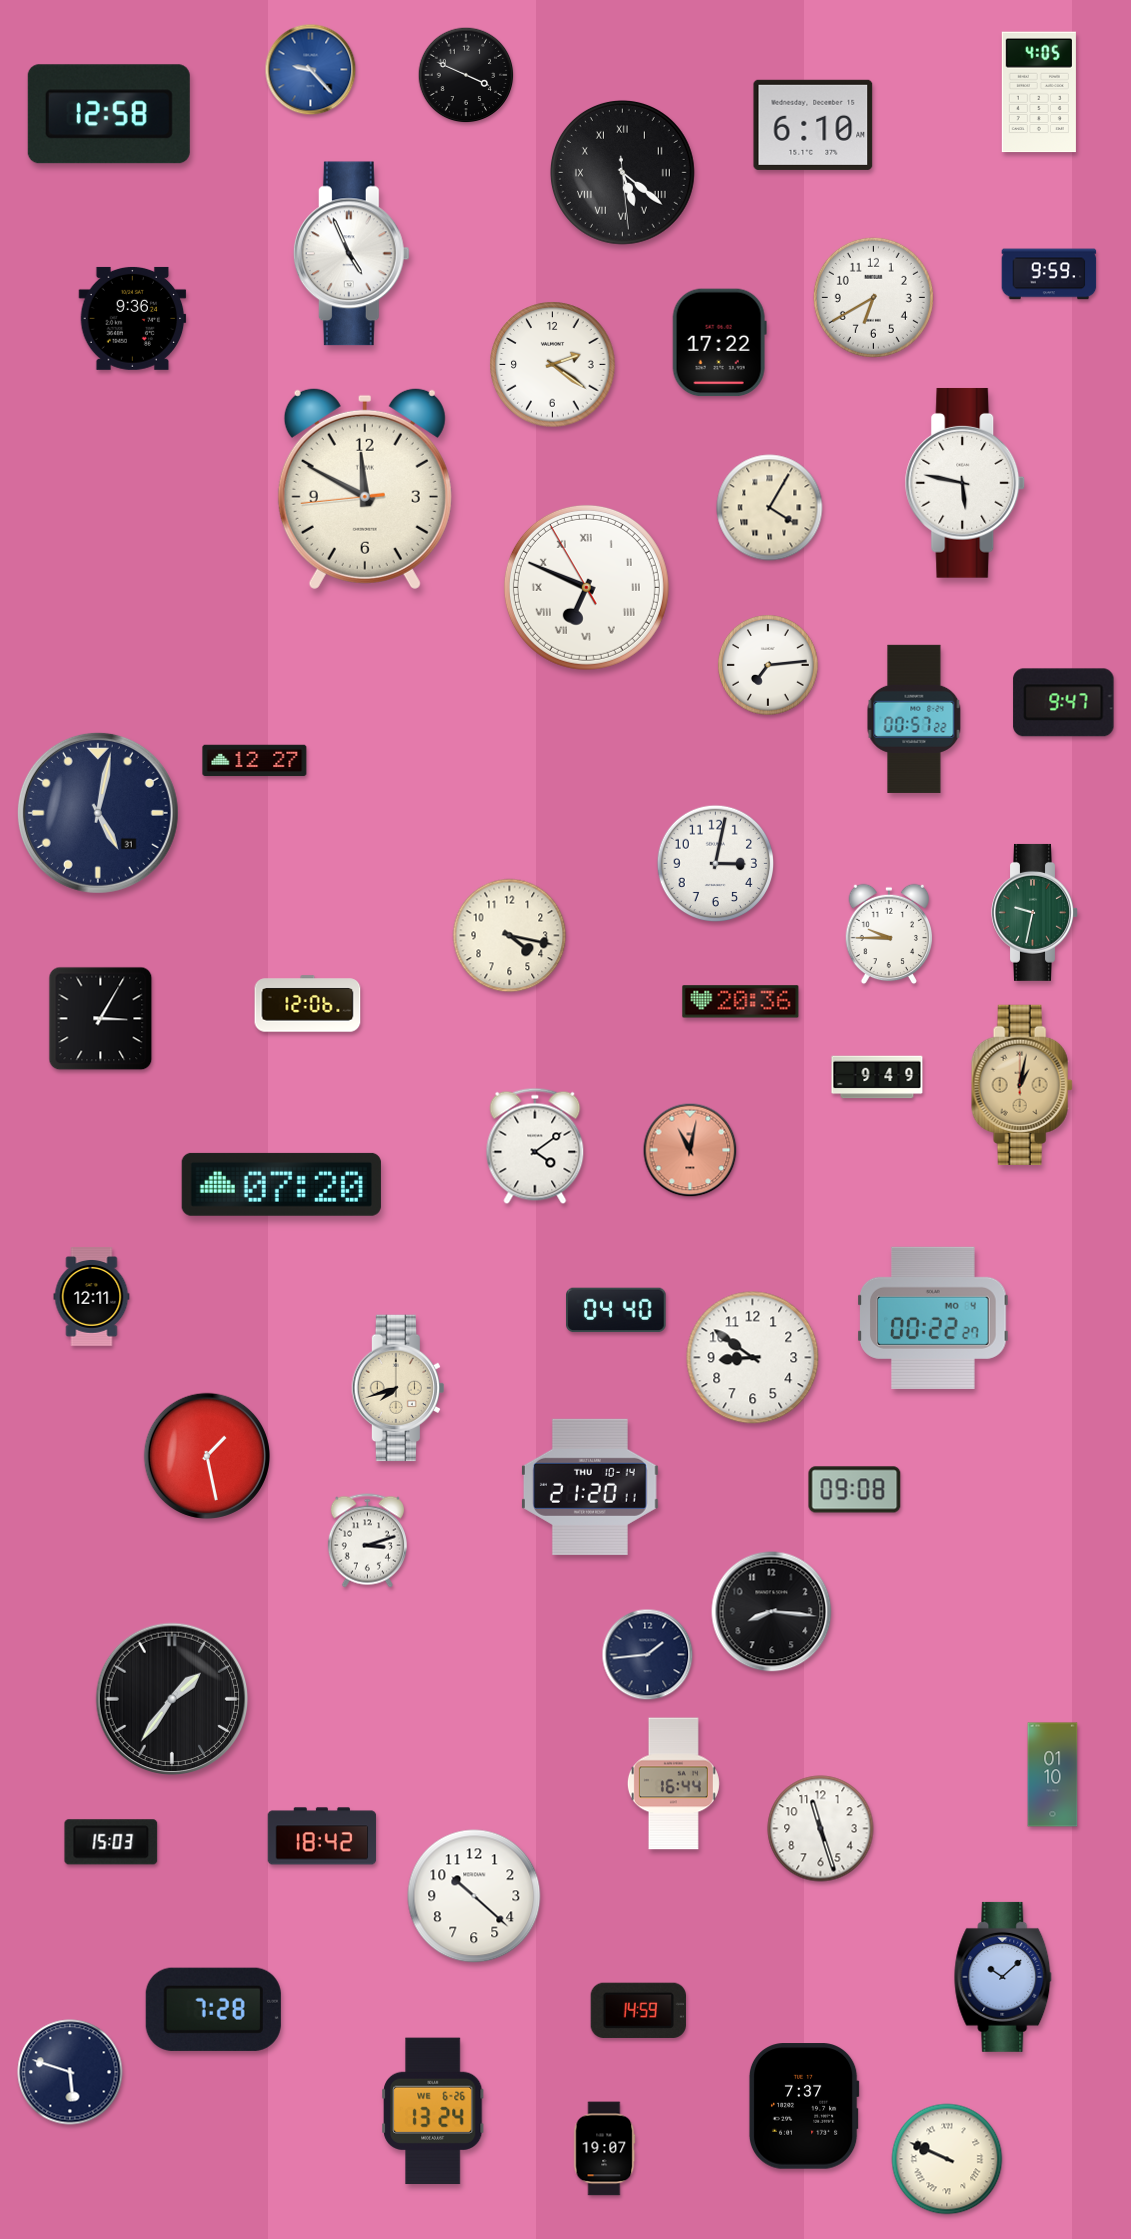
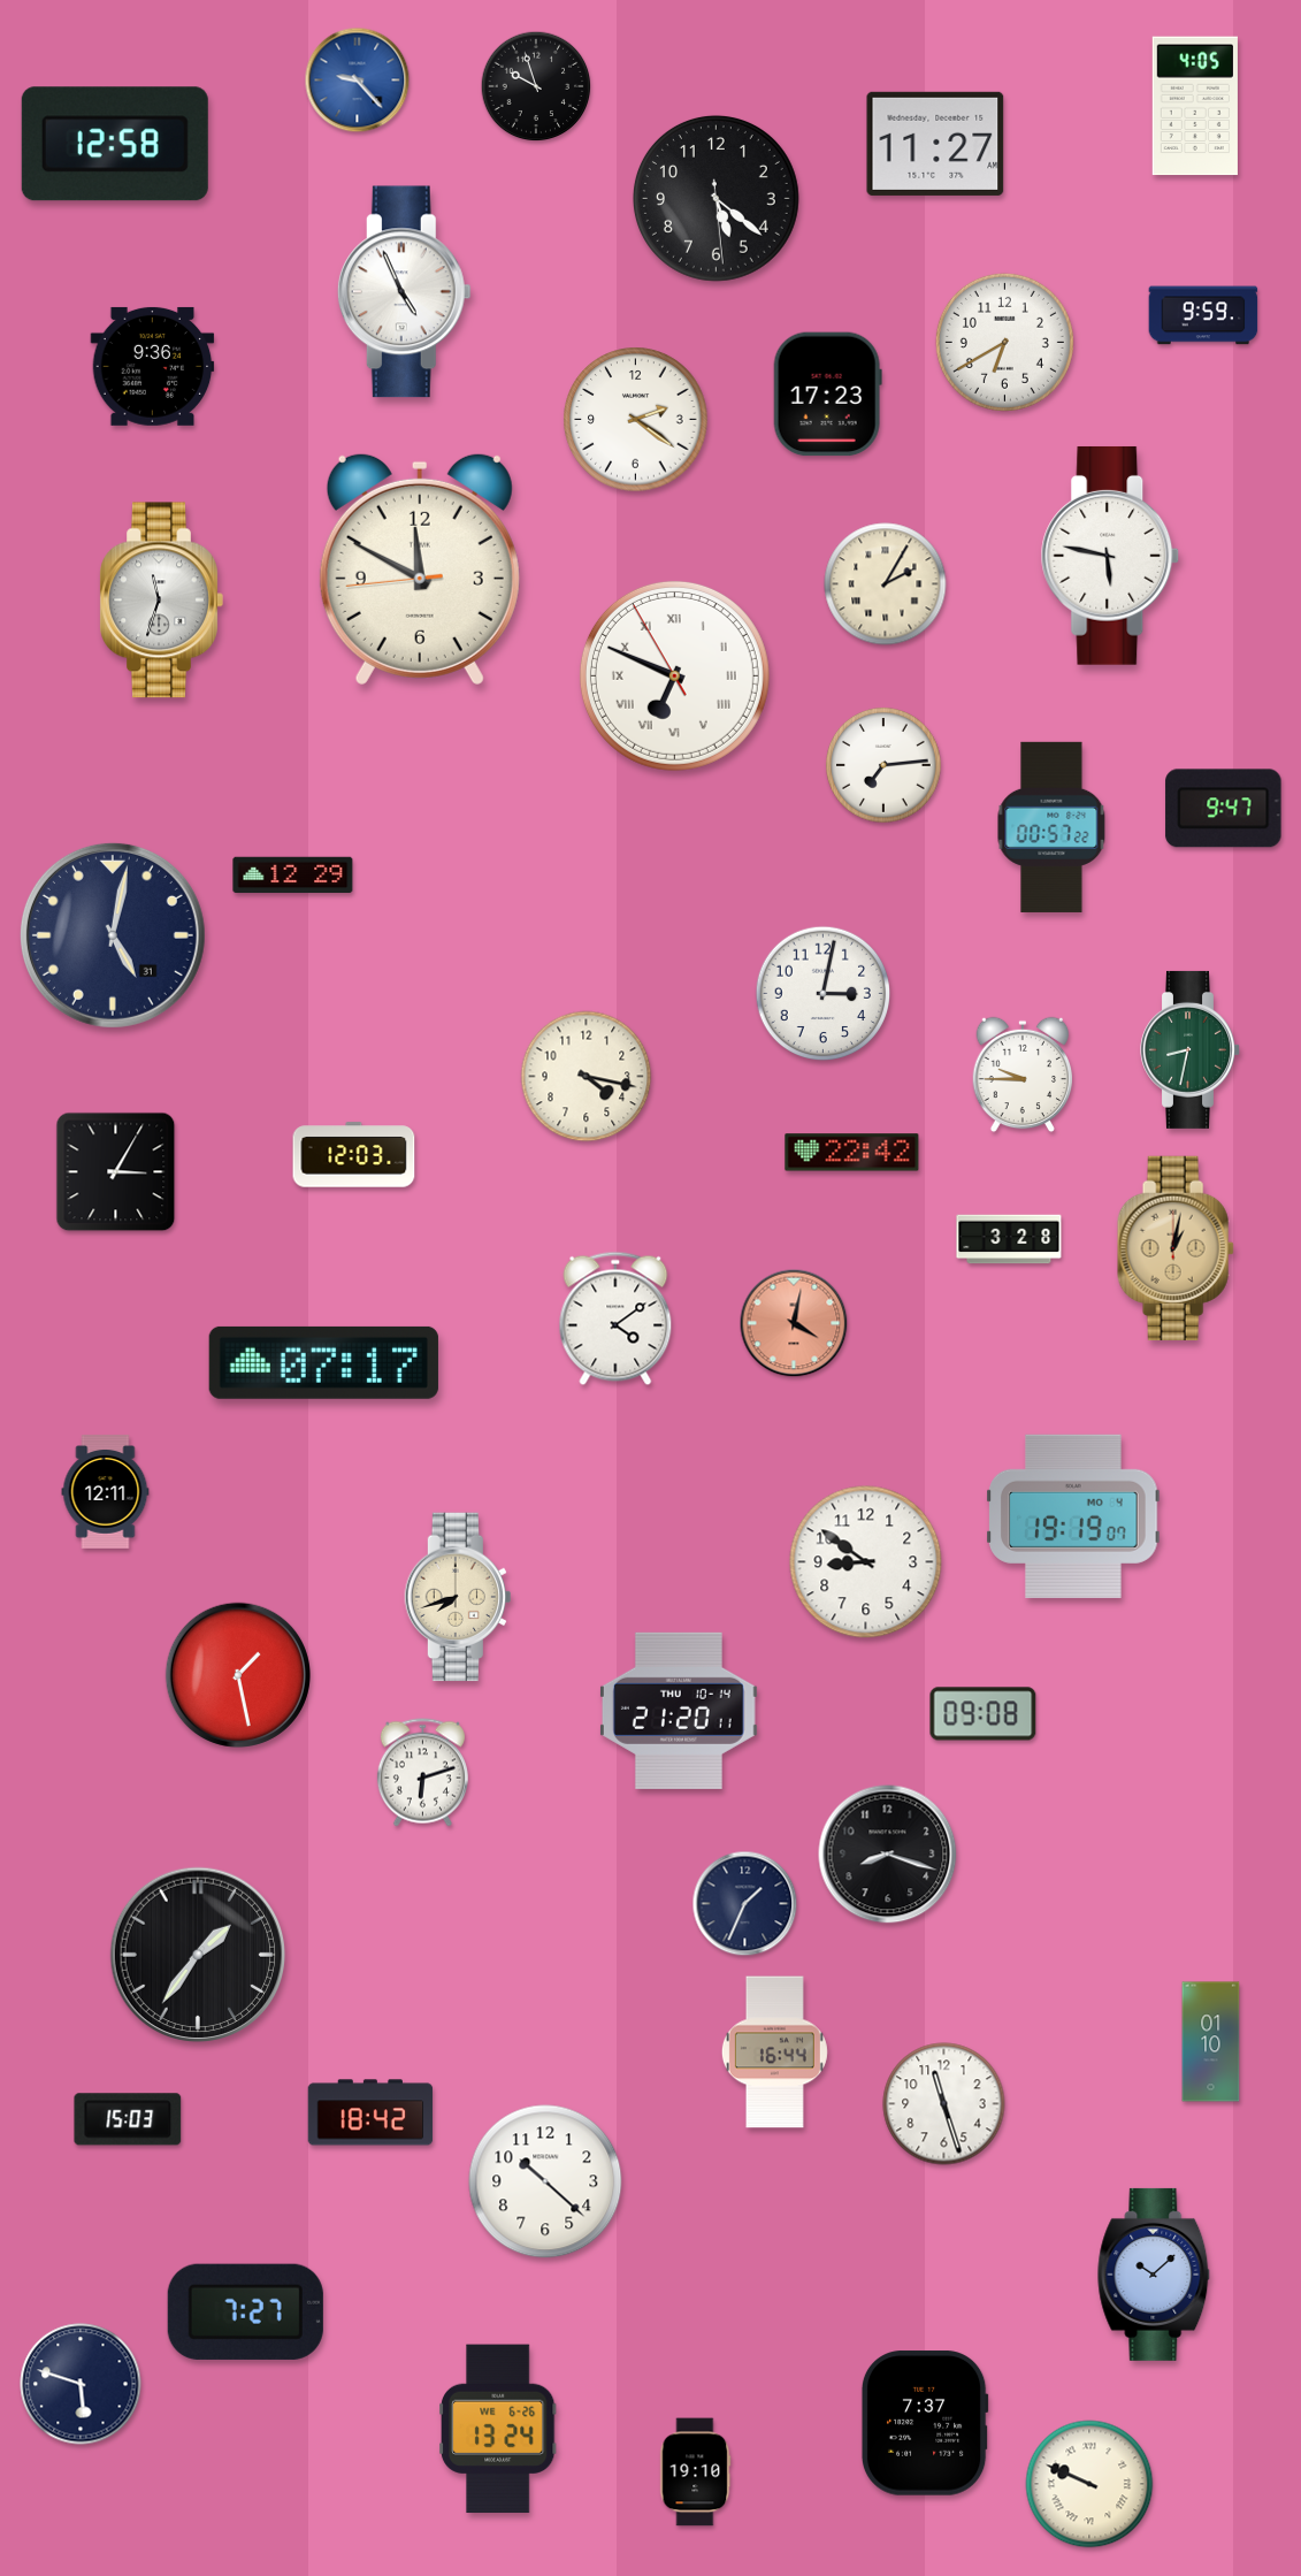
clock at (466, 75): 3:49 -> 9:57
clock at (109, 114) position: (109, 114) -> (115, 144)
clock at (813, 125): 6:10 -> 11:27
clock at (622, 172) numerals: Roman -> Arabic
clock at (1049, 274) position: (1049, 274) -> (1203, 315)
clock at (719, 343): 17:22 -> 17:23
clock at (365, 488) position: (365, 488) -> (420, 568)
clock at (770, 508): 4:05 -> 2:05
clock at (161, 601): none -> 11:33
clock at (255, 761): 12:27 -> 12:29
clock at (1035, 912): 9:32 -> 8:32
clock at (741, 1002): 20:36 -> 22:42
clock at (308, 1004): 12:06 -> 12:03
clock at (877, 1077): 9:49 -> 3:28
clock at (690, 1150): 11:02 -> 4:02
clock at (281, 1184): 07:20 -> 07:17
clock at (616, 1310): 04:40 -> none
clock at (933, 1318): 00:22 -> 19:19
clock at (367, 1541): 3:12 -> 6:12
clock at (772, 1612): 8:16 -> 8:18
clock at (648, 1655): 1:44 -> 1:34
clock at (213, 2009): 7:28 -> 7:27
clock at (638, 2010): 14:59 -> none
clock at (604, 2149): 19:07 -> 19:10
